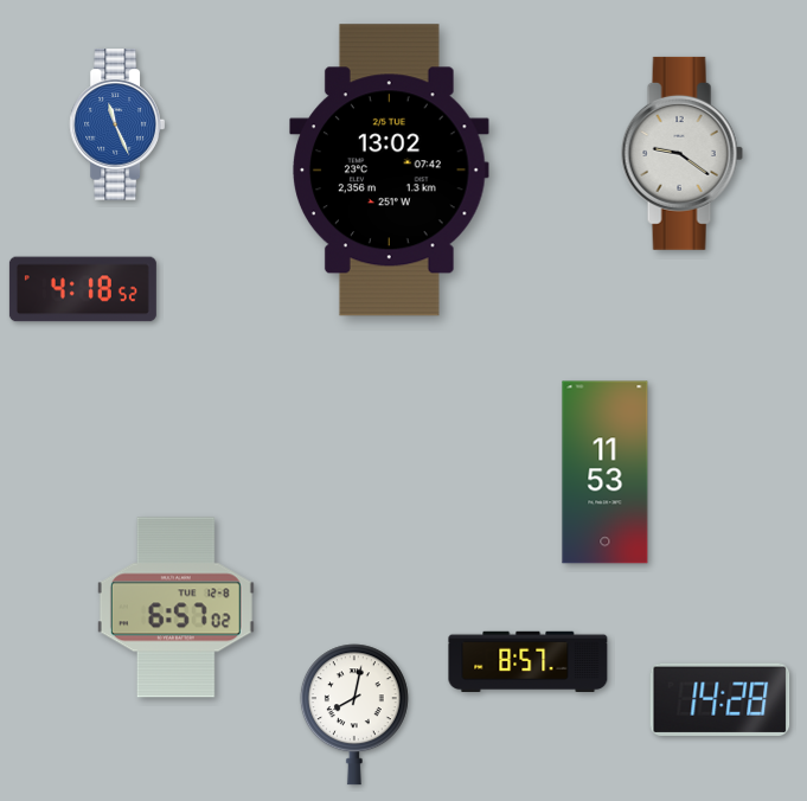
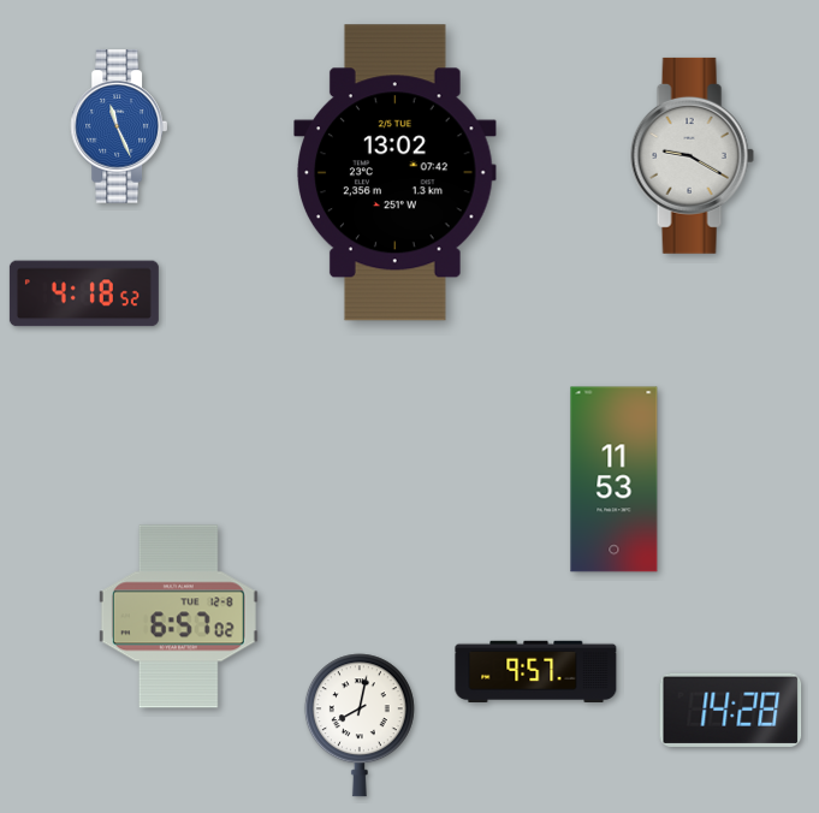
clock at (681, 153): 9:21 -> 9:20
clock at (529, 661): 8:57 -> 9:57
